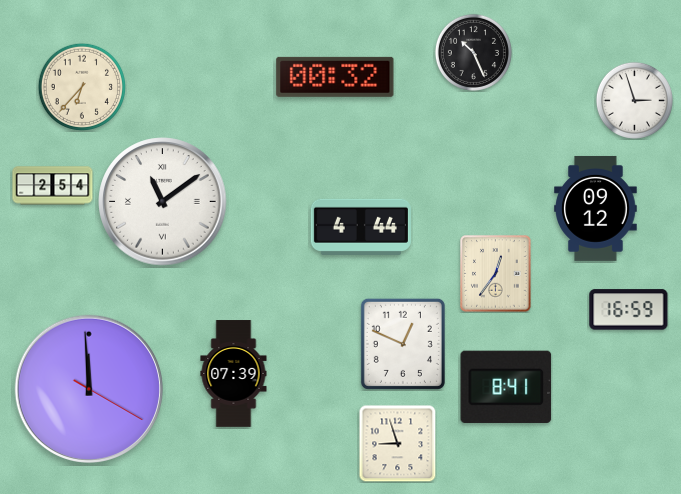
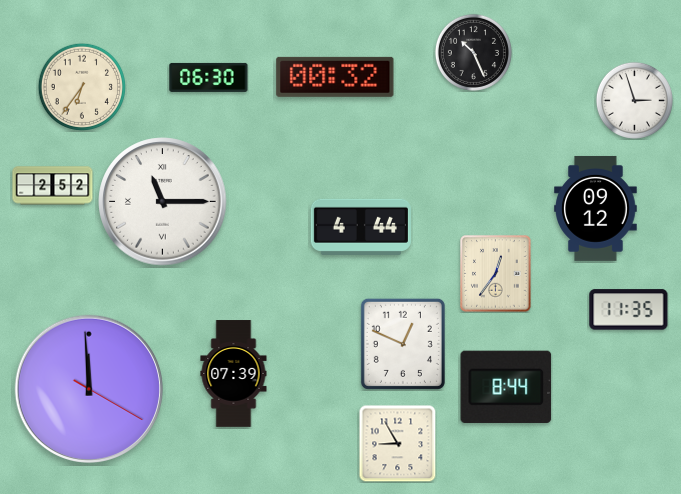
clock at (209, 77): none -> 06:30
clock at (81, 86): 6:37 -> 6:36
clock at (53, 186): 2:54 -> 2:52
clock at (163, 202): 11:09 -> 11:15
clock at (629, 310): 16:59 -> 11:35
clock at (506, 387): 8:41 -> 8:44
clock at (397, 443): 8:57 -> 8:55
